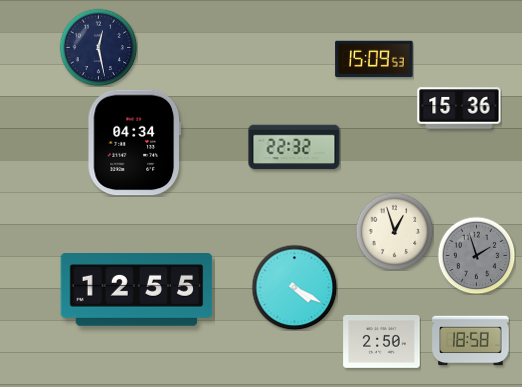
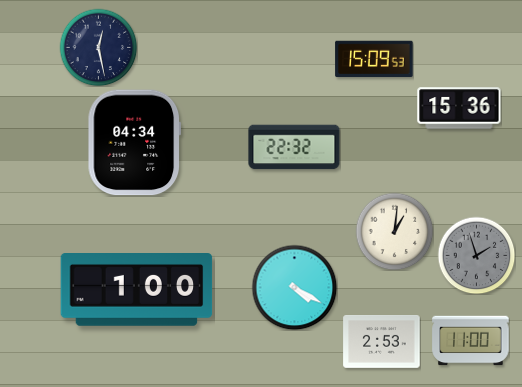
clock at (394, 231): 12:57 -> 1:01
clock at (137, 290): 12:55 -> 1:00
clock at (471, 341): 18:58 -> 11:00
clock at (382, 342): 2:50 -> 2:53
